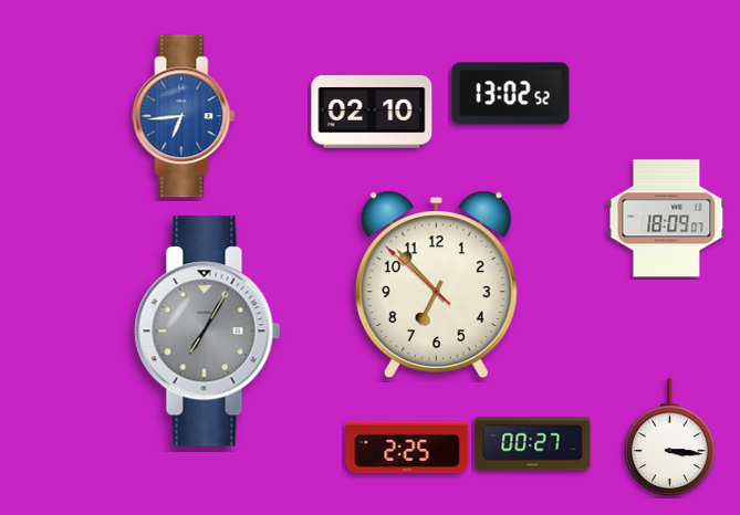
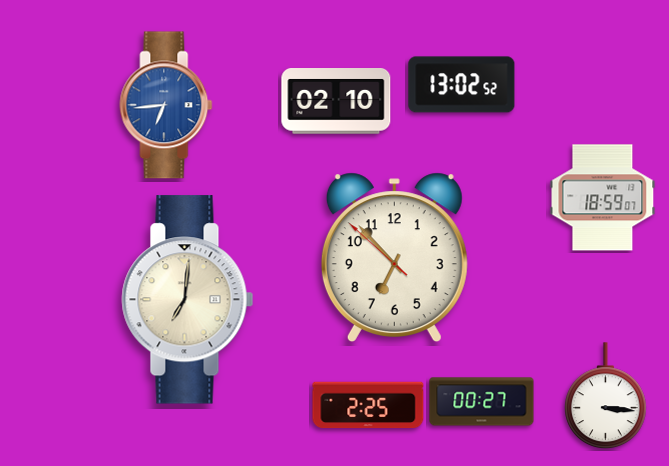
clock at (667, 219): 18:09 -> 18:59
clock at (208, 332): 7:05 -> 7:01
clock at (208, 332) dial: grey -> cream
